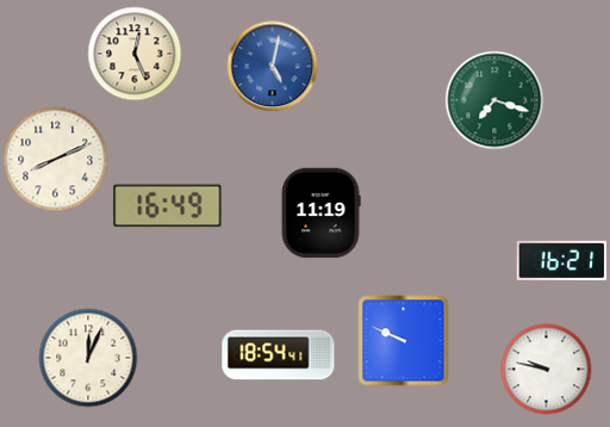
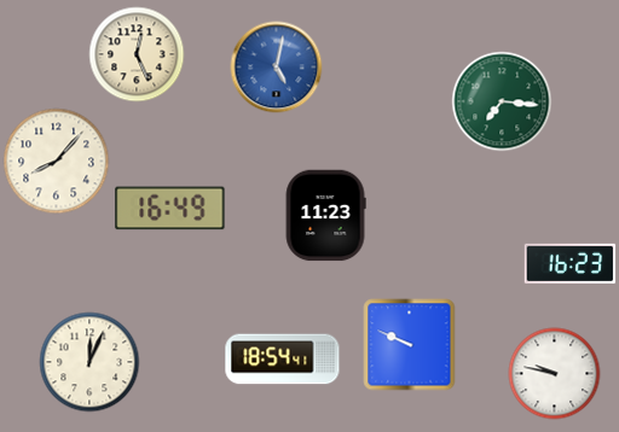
clock at (494, 100): 7:18 -> 7:16
clock at (56, 160): 8:11 -> 8:07
clock at (320, 213): 11:19 -> 11:23
clock at (562, 260): 16:21 -> 16:23
